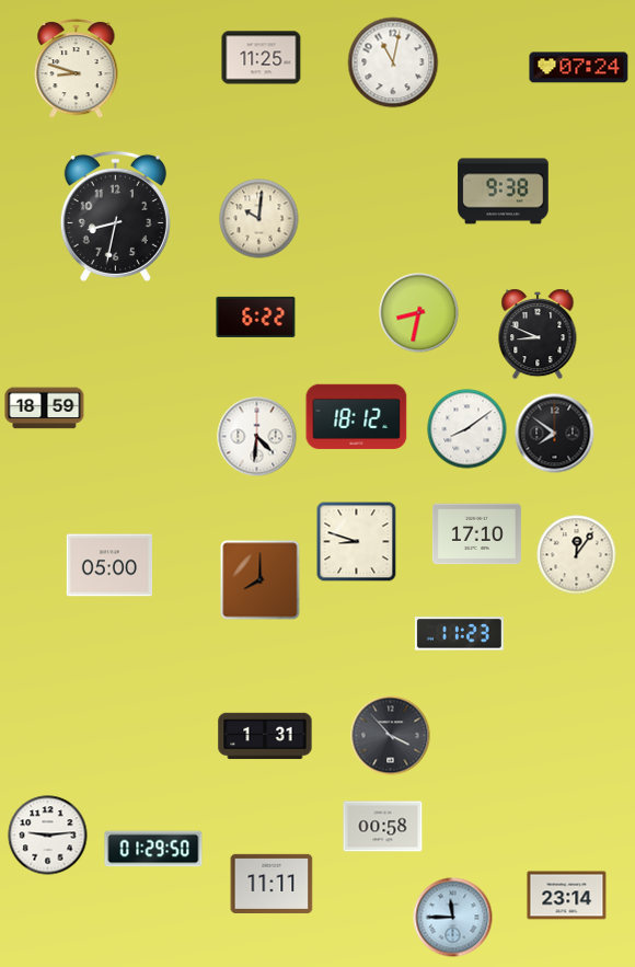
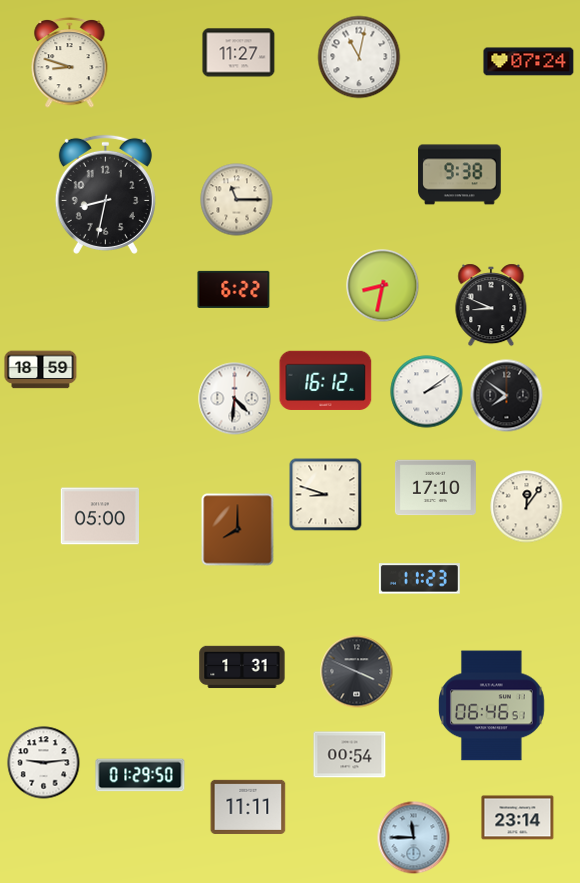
clock at (262, 58): 11:25 -> 11:27
clock at (115, 216) position: (115, 216) -> (105, 194)
clock at (259, 219): 10:01 -> 11:15
clock at (45, 408) position: (45, 408) -> (41, 370)
clock at (357, 416): 18:12 -> 16:12
clock at (467, 429): 8:09 -> 2:09
clock at (265, 736) position: (265, 736) -> (242, 667)
clock at (391, 736): 3:53 -> 3:49
clock at (492, 706): none -> 06:46
clock at (383, 827): 00:58 -> 00:54
